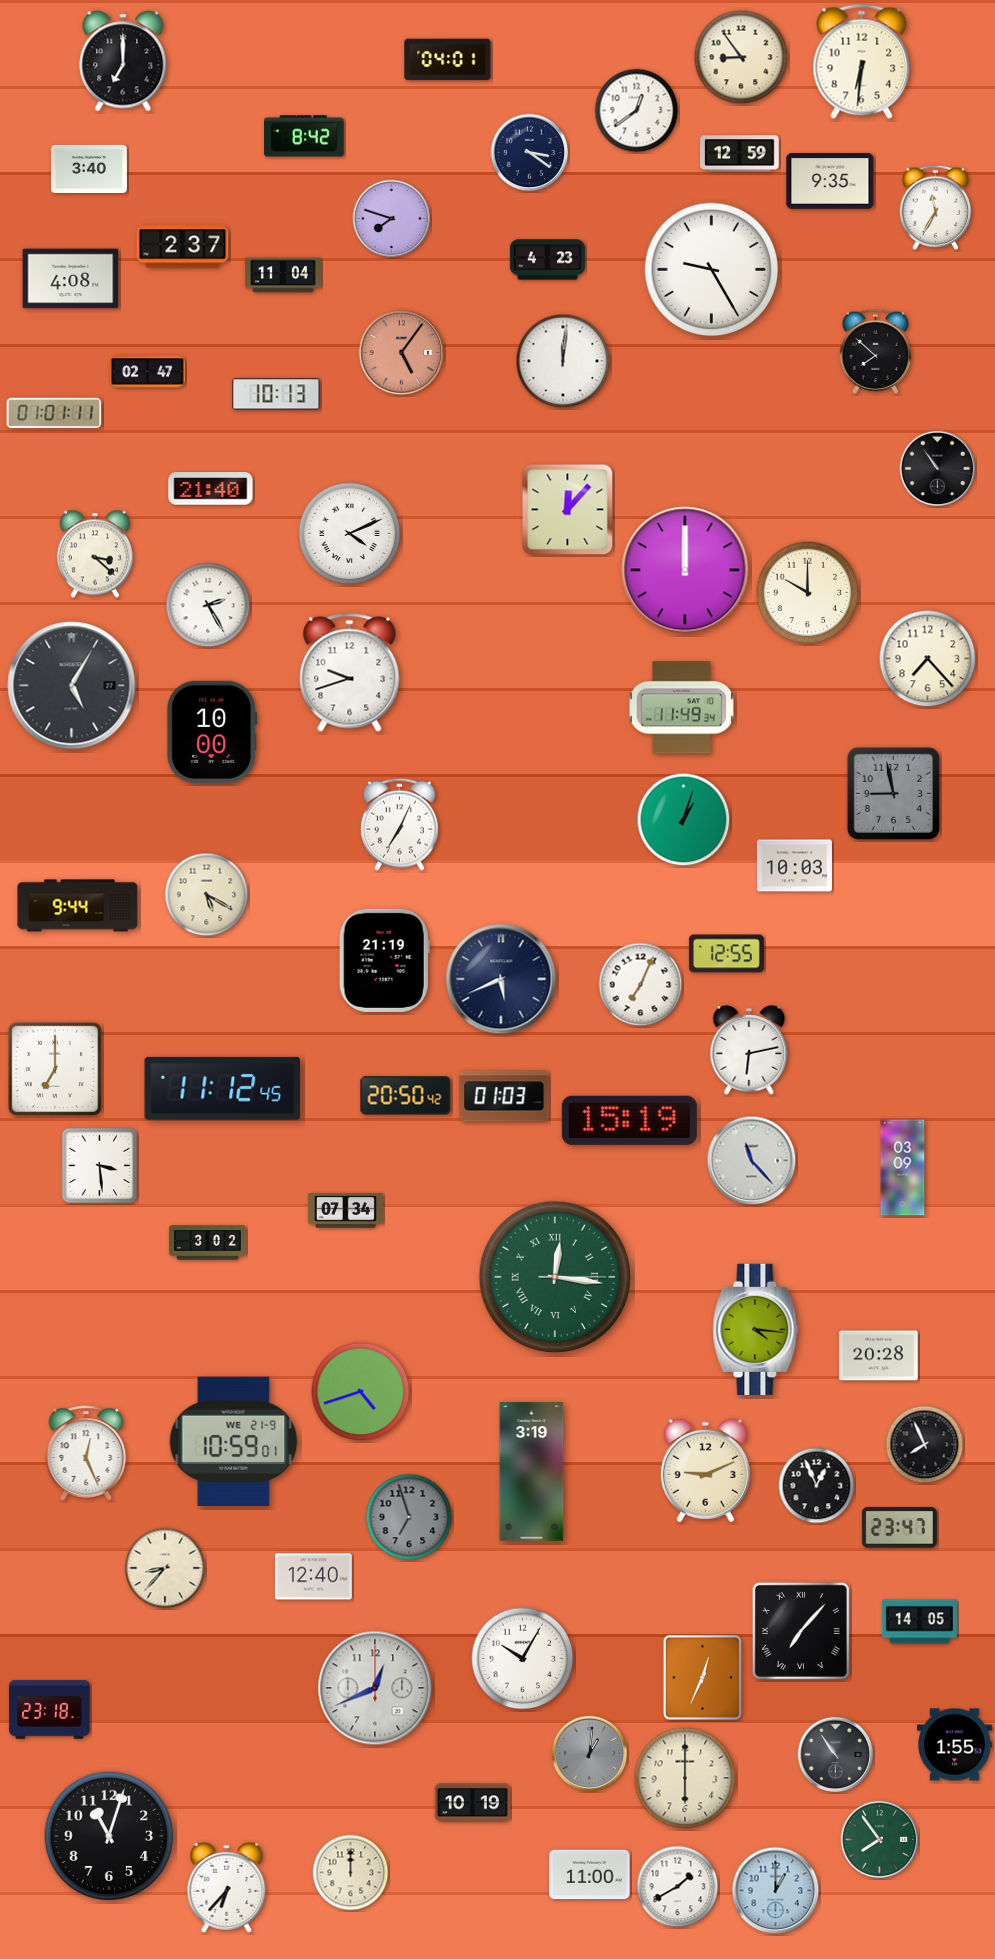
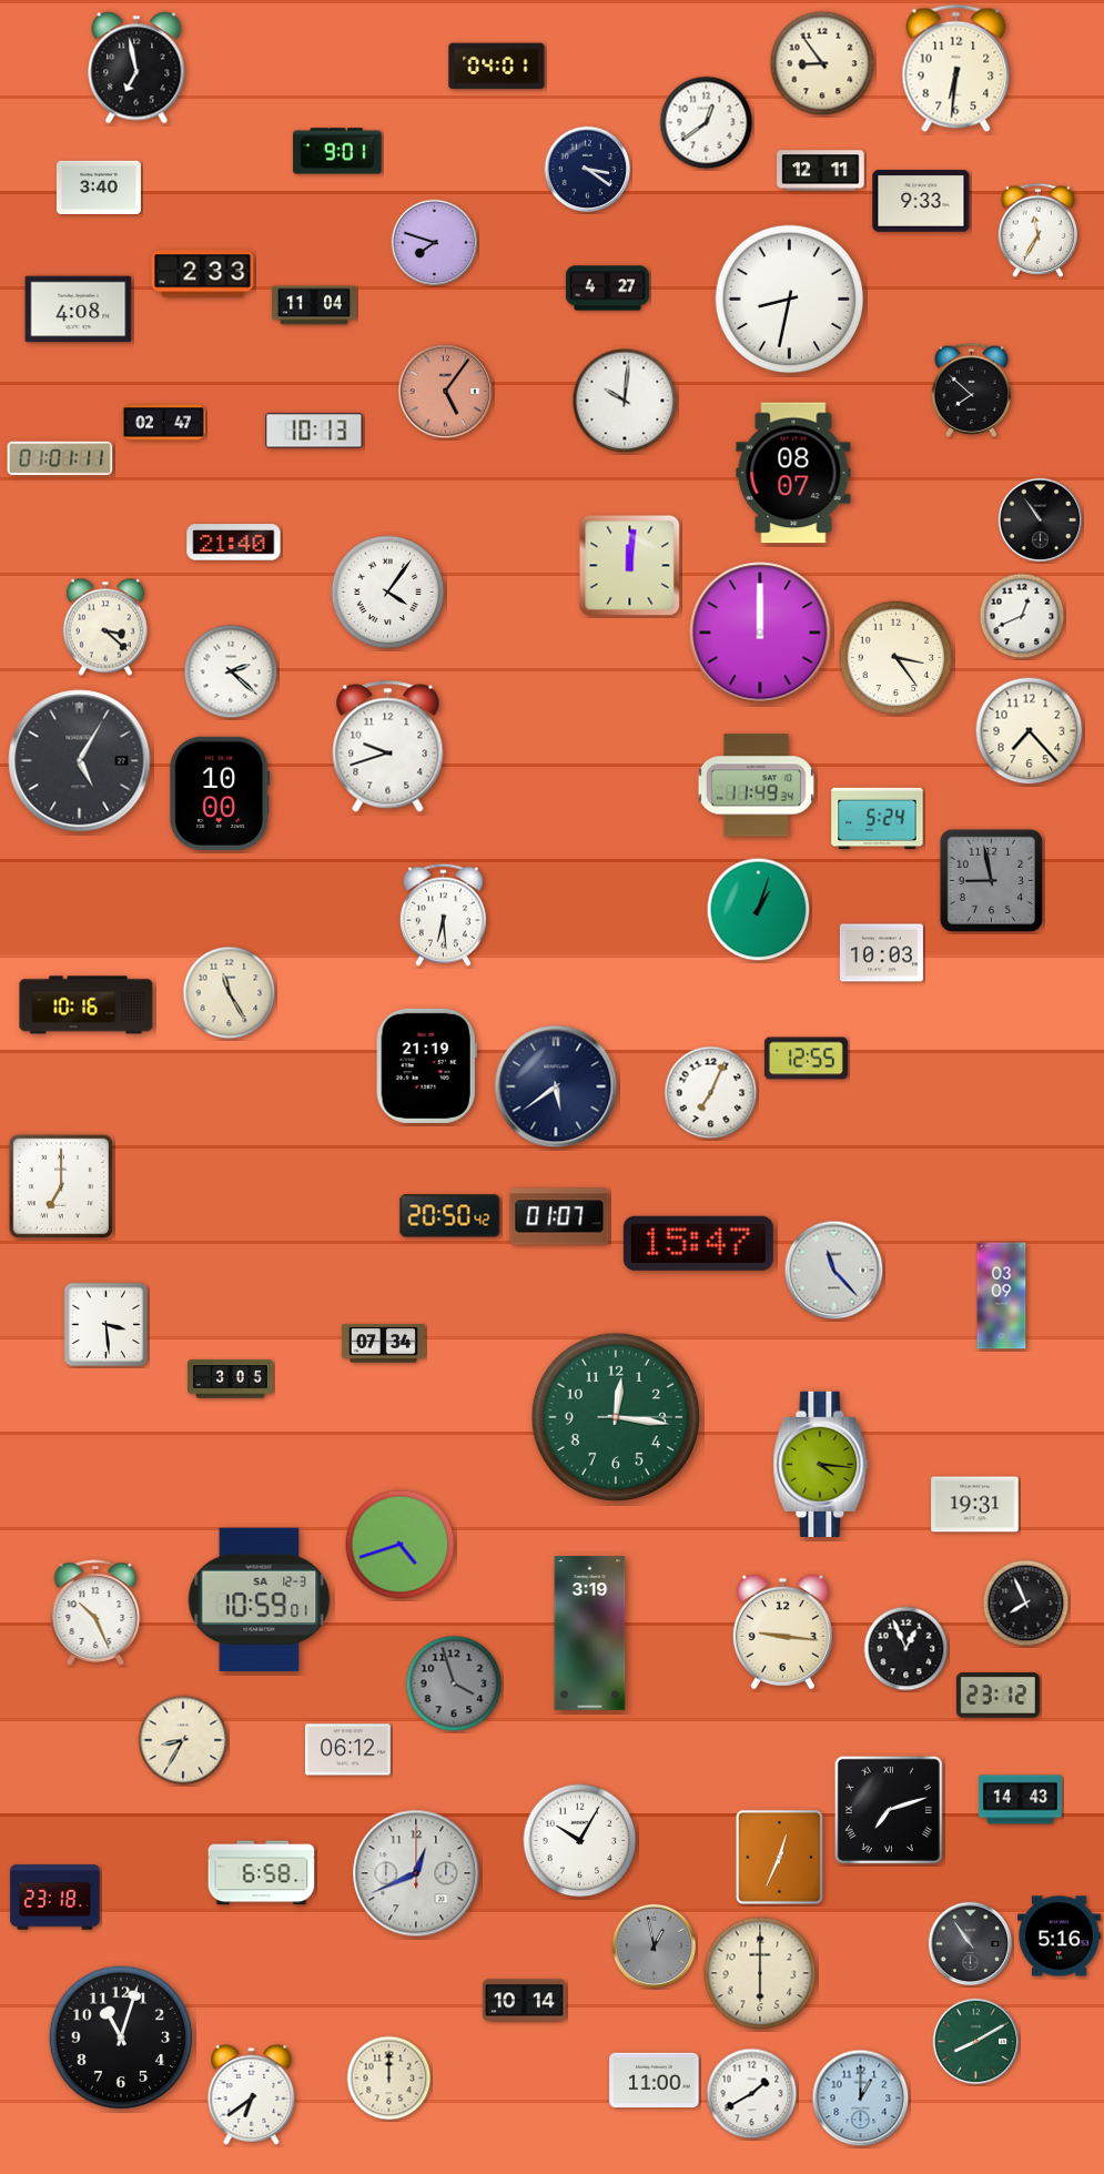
clock at (123, 61): 7:00 -> 6:58
clock at (304, 136): 8:42 -> 9:01
clock at (740, 154): 12:59 -> 12:11
clock at (830, 181): 9:35 -> 9:33
clock at (183, 247): 2:37 -> 2:33
clock at (547, 260): 4:23 -> 4:27
clock at (712, 270): 9:25 -> 8:32
clock at (563, 361): 12:01 -> 10:01
clock at (147, 372) position: (147, 372) -> (163, 423)
clock at (276, 394) position: (276, 394) -> (314, 431)
clock at (793, 473): none -> 08:07
clock at (568, 510): 12:07 -> 12:01
clock at (350, 534): 4:11 -> 4:06
clock at (95, 554) position: (95, 554) -> (105, 627)
clock at (1022, 616): none -> 12:41
clock at (808, 593): 10:00 -> 3:24
clock at (208, 605): 2:25 -> 2:22
clock at (212, 732) position: (212, 732) -> (220, 793)
clock at (878, 819): none -> 5:24
clock at (399, 824): 7:04 -> 6:29
clock at (794, 866) position: (794, 866) -> (881, 953)
clock at (207, 895): 5:20 -> 11:25
clock at (78, 906): 9:44 -> 10:16
clock at (501, 979): 5:41 -> 5:39
clock at (749, 1051): 6:13 -> none
clock at (223, 1088): 11:12 -> none
clock at (504, 1096): 01:03 -> 01:07
clock at (629, 1120): 15:19 -> 15:47
clock at (752, 1161) position: (752, 1161) -> (834, 1271)
clock at (100, 1166) position: (100, 1166) -> (107, 1325)
clock at (208, 1243): 3:02 -> 3:05
clock at (555, 1277) numerals: Roman -> Arabic
clock at (756, 1329) position: (756, 1329) -> (821, 1464)
clock at (879, 1356): 20:28 -> 19:31
clock at (234, 1441) date: WE 21-9 -> SA 12-3
clock at (86, 1453): 12:26 -> 10:26
clock at (705, 1471): 9:11 -> 9:16
clock at (409, 1517): 6:57 -> 3:57
clock at (899, 1528): 23:47 -> 23:12
clock at (165, 1568): 8:37 -> 8:35
clock at (314, 1577): 12:40 -> 06:12
clock at (919, 1622): 14:05 -> 14:43
clock at (801, 1631): 7:07 -> 7:12
clock at (702, 1677) position: (702, 1677) -> (779, 1857)
clock at (262, 1873): none -> 6:58
clock at (954, 1745): 1:55 -> 5:16
clock at (590, 1754): 1:01 -> 12:58
clock at (836, 1755) position: (836, 1755) -> (971, 1944)
clock at (472, 1803): 10:19 -> 10:14
clock at (880, 1840): 7:54 -> 8:10
clock at (227, 1887): 6:37 -> 6:39
